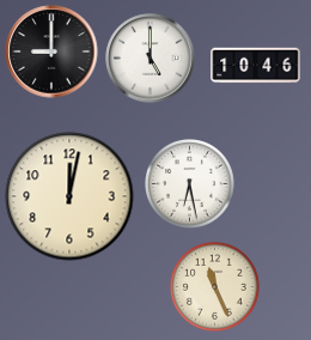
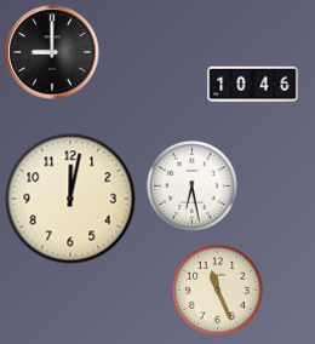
clock at (151, 59): 5:00 -> none
clock at (256, 66) position: (256, 66) -> (253, 85)
